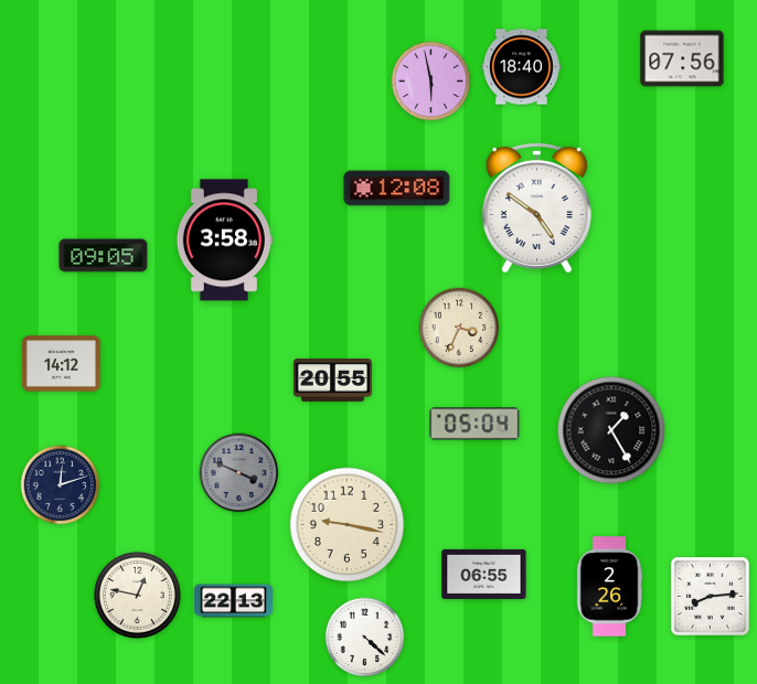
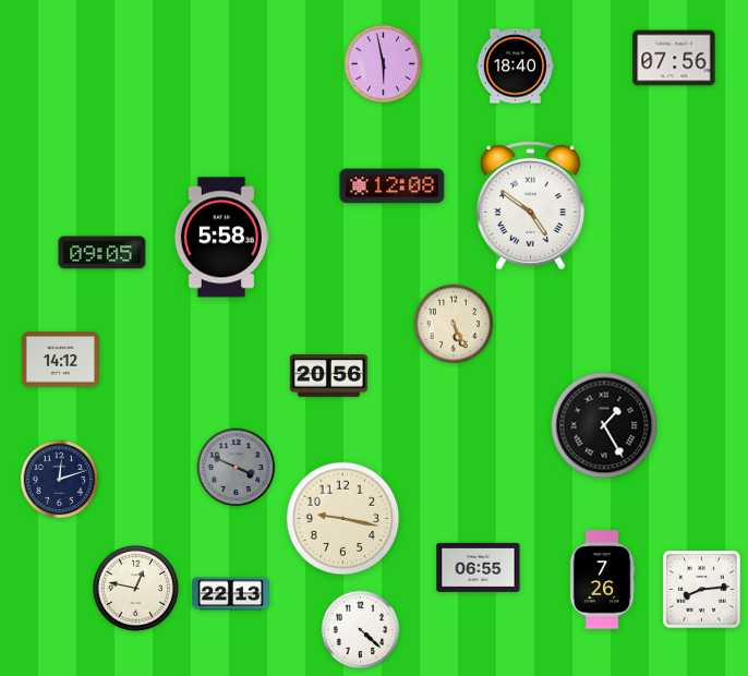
clock at (431, 82) position: (431, 82) -> (384, 64)
clock at (224, 241): 3:58 -> 5:58
clock at (459, 328): 3:34 -> 5:26
clock at (332, 381): 20:55 -> 20:56
clock at (475, 424): 05:04 -> none
clock at (609, 587): 2:26 -> 7:26
